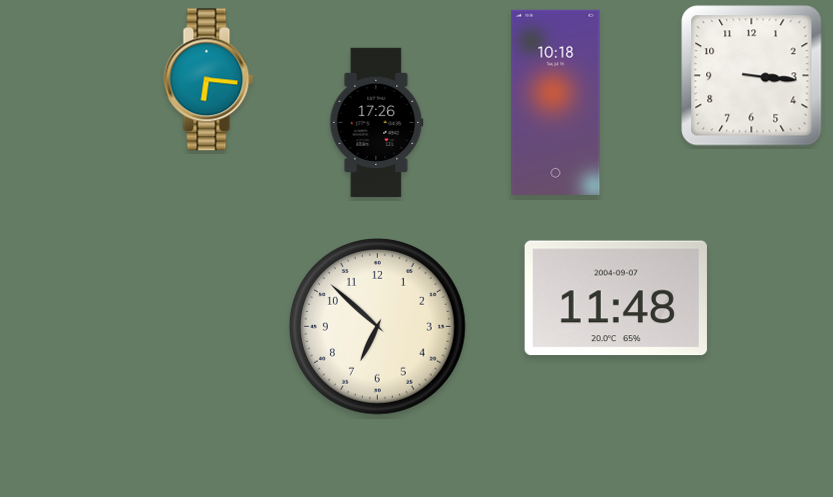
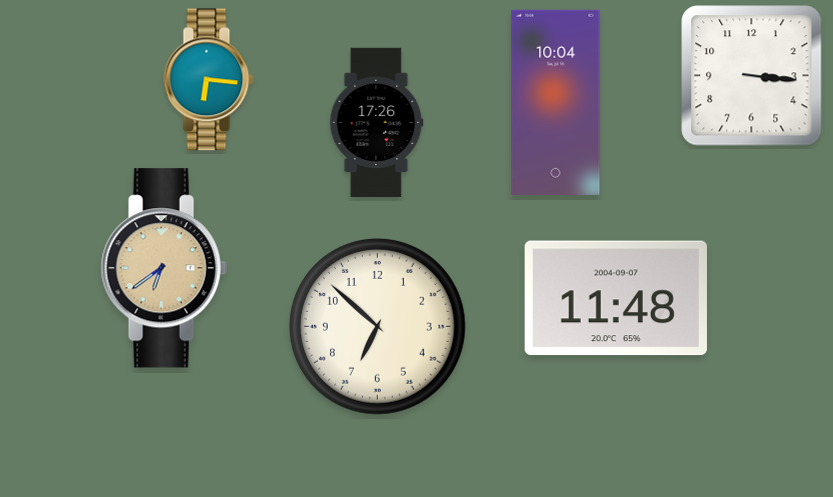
clock at (556, 102): 10:18 -> 10:04
clock at (164, 268): none -> 6:39
